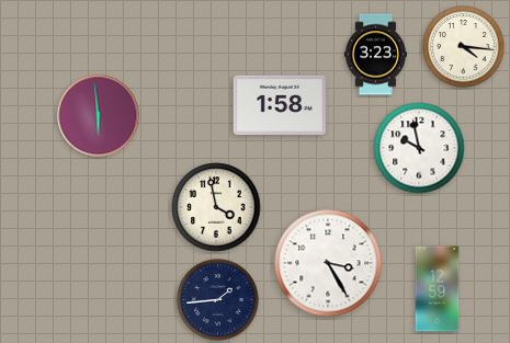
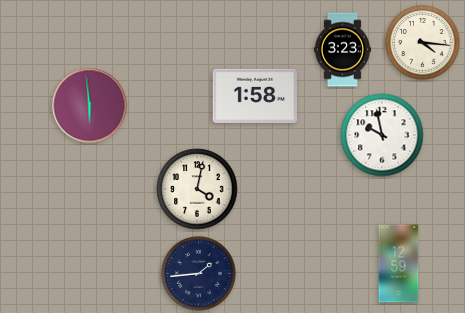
clock at (216, 207): 3:58 -> 4:02
clock at (328, 263): 3:25 -> none
